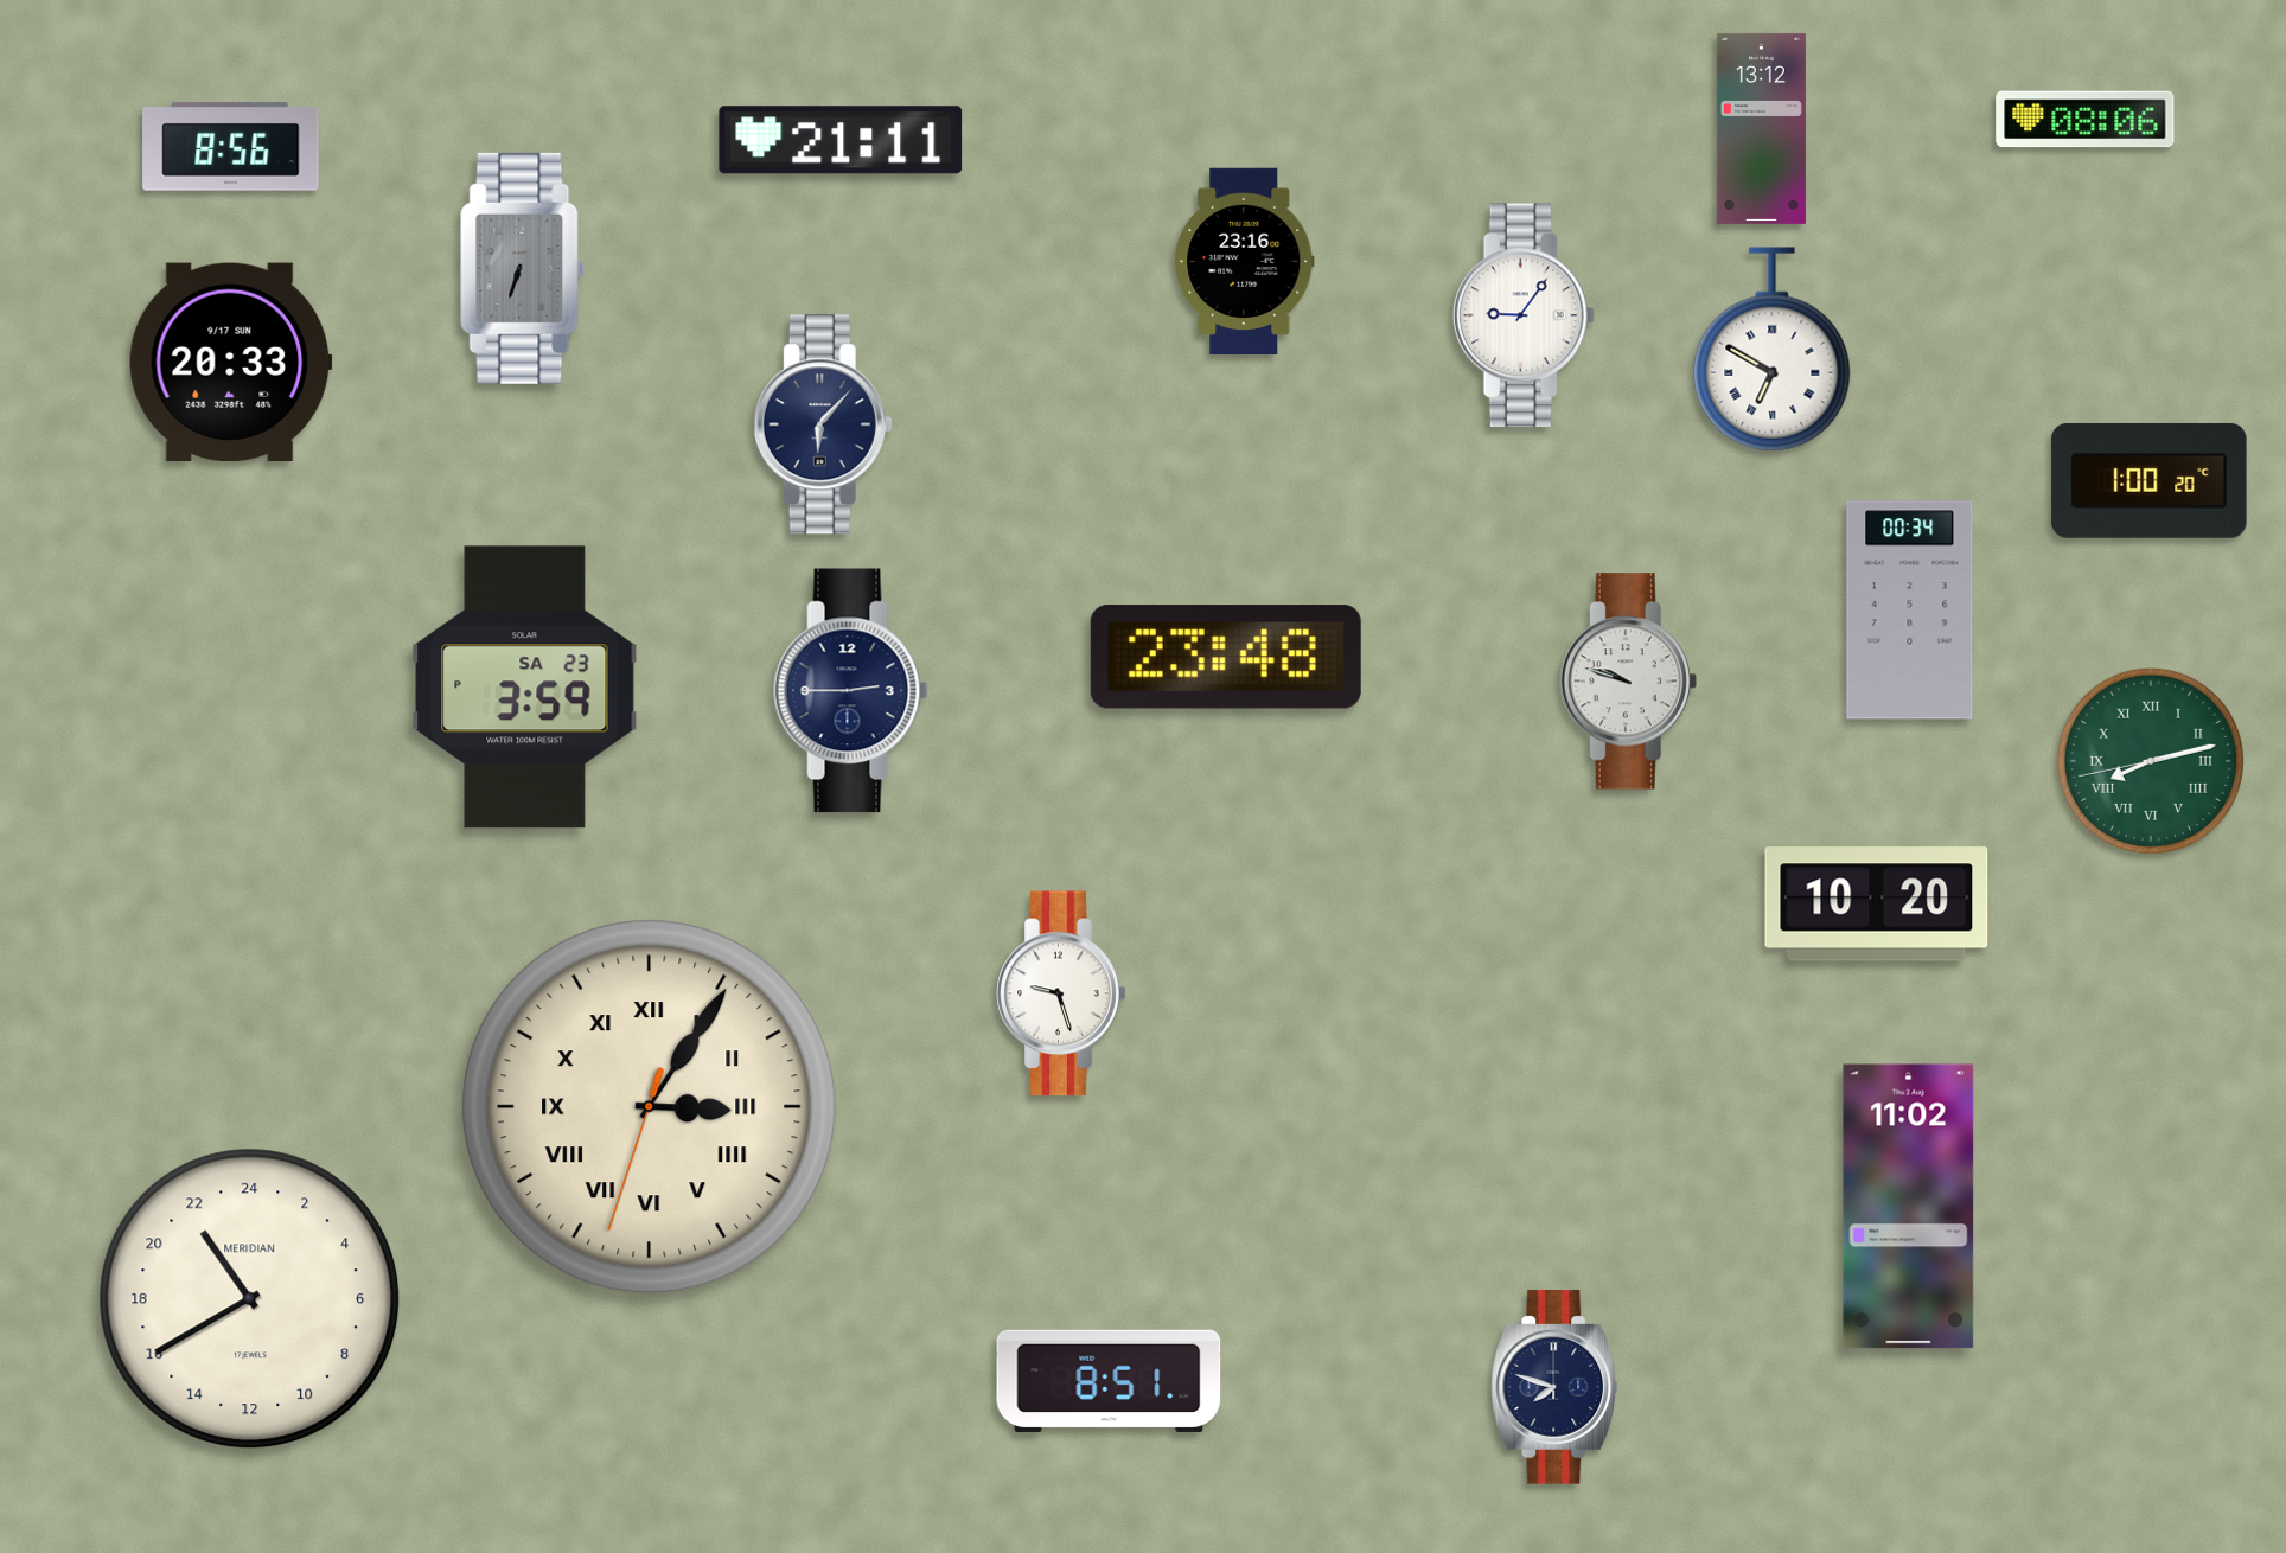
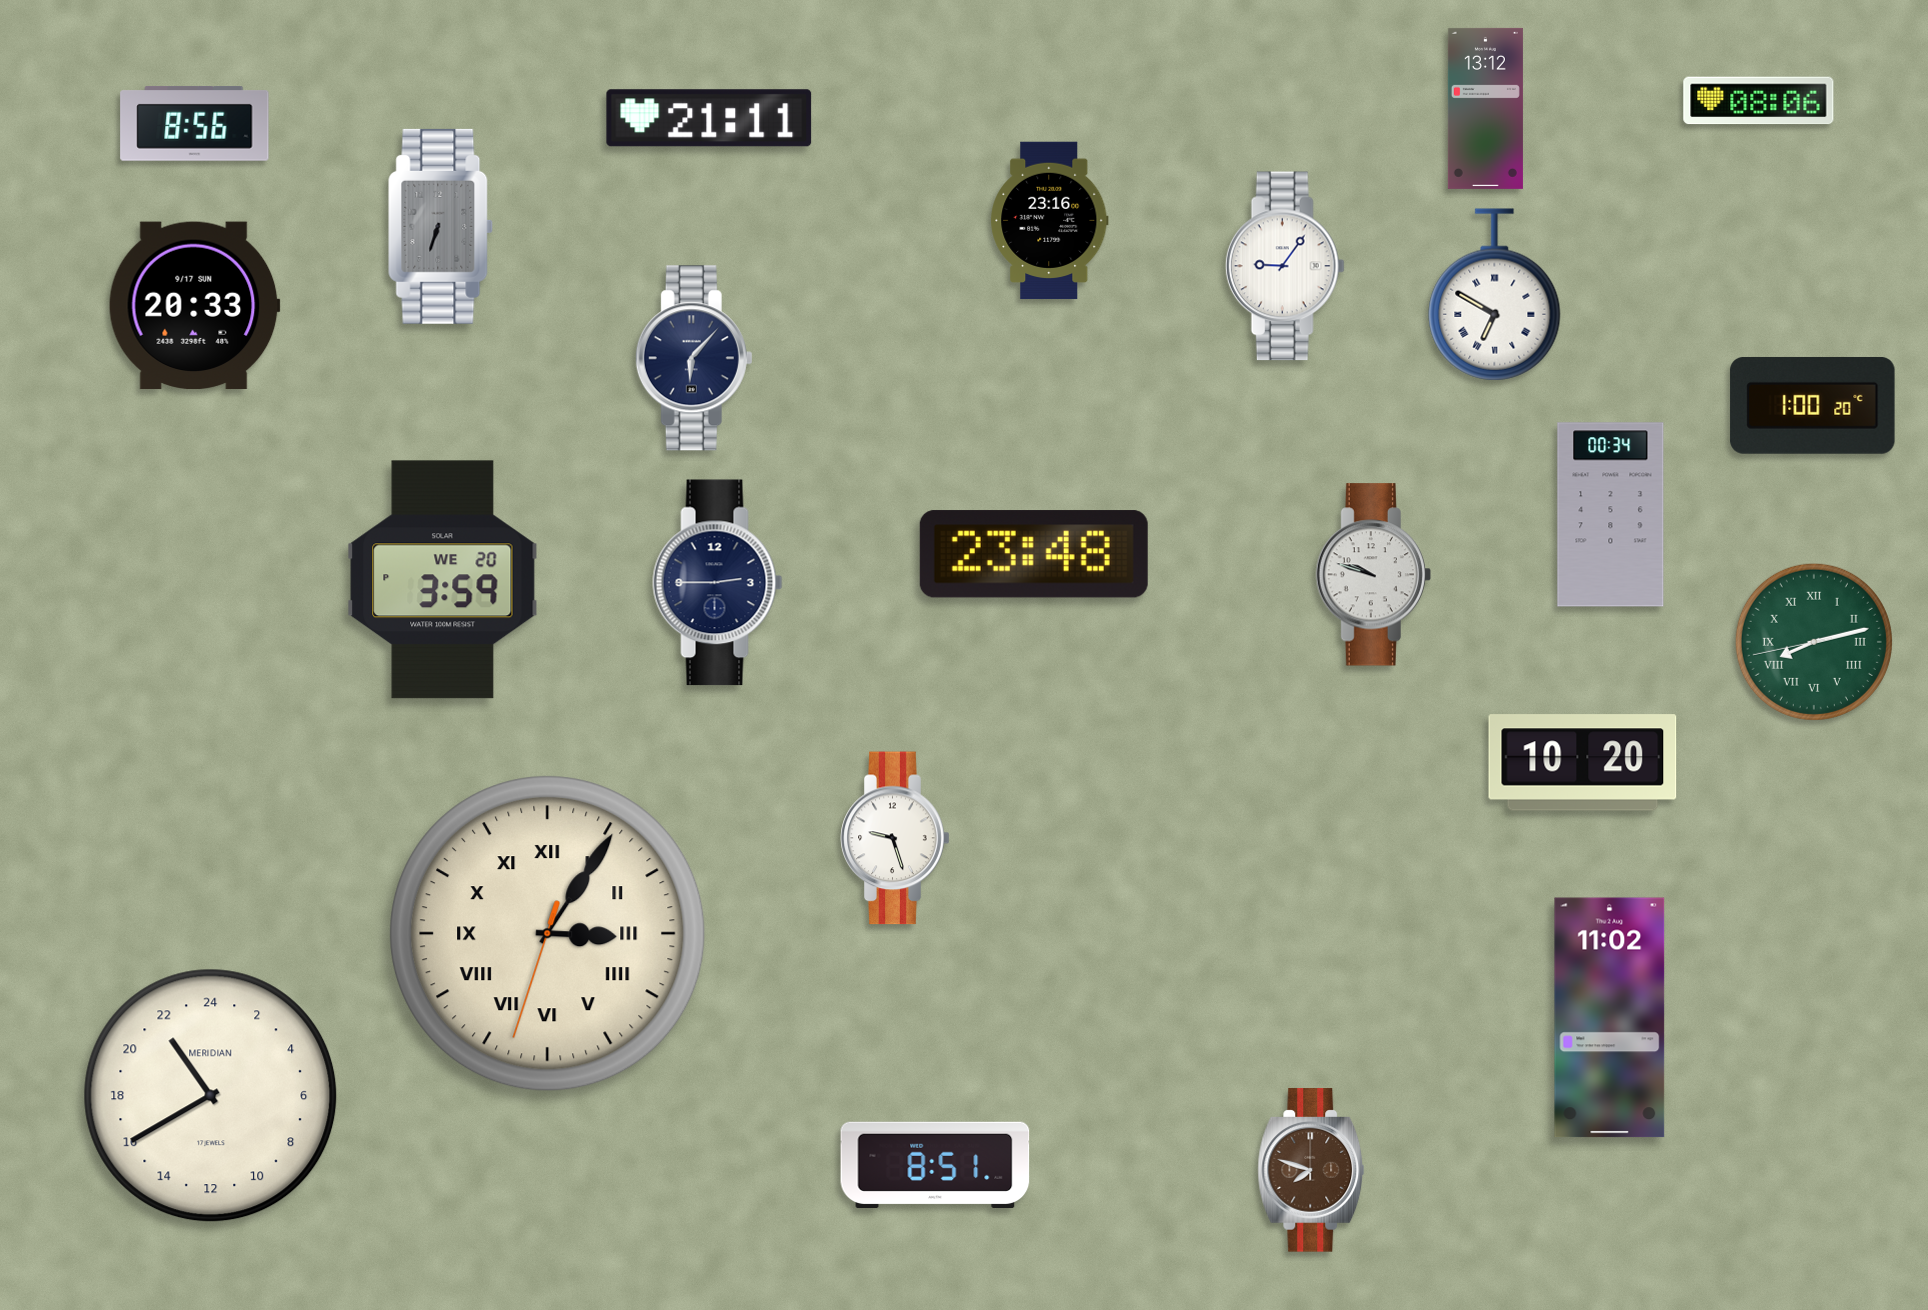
clock at (525, 688) date: SA 23 -> WE 20
clock at (1554, 1387) dial: navy -> brown
